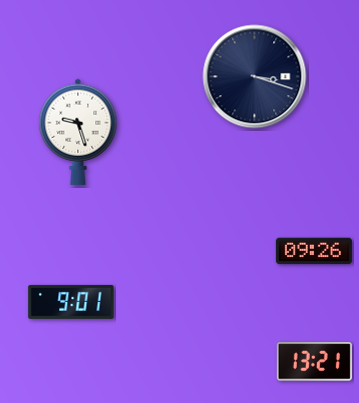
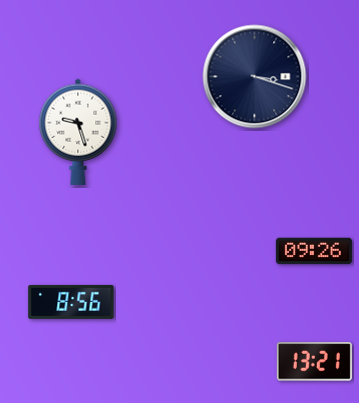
clock at (71, 302): 9:01 -> 8:56
